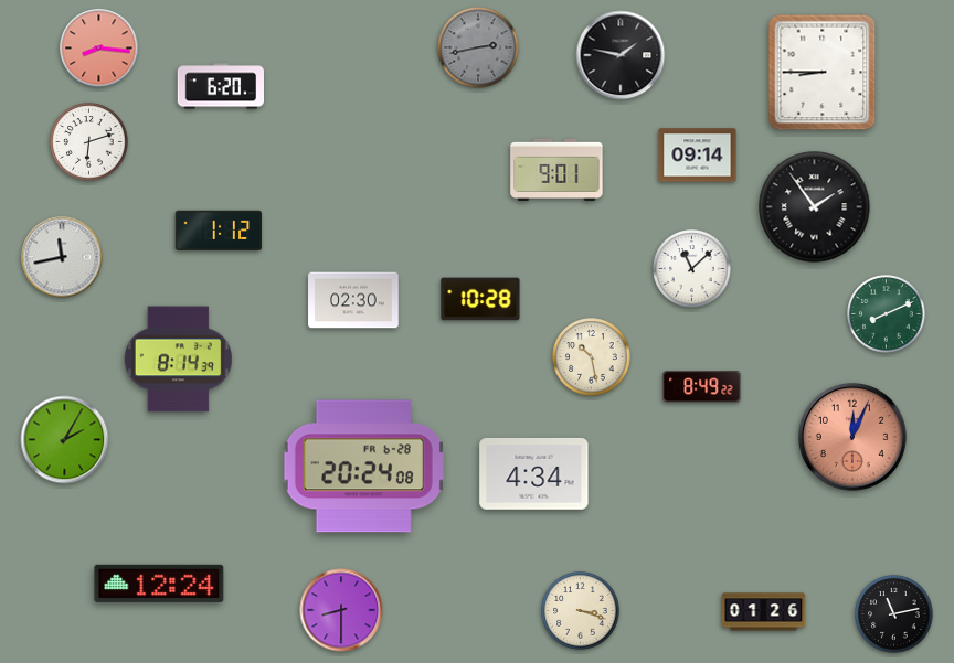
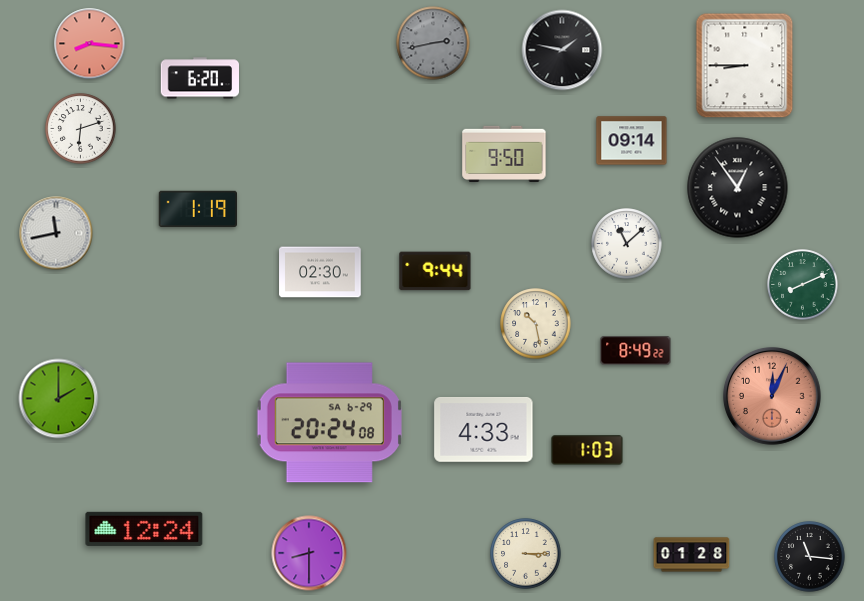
clock at (556, 169): 9:01 -> 9:50
clock at (815, 207): 1:54 -> 12:54
clock at (218, 229): 1:12 -> 1:19
clock at (480, 299): 10:28 -> 9:44
clock at (178, 360): 8:14 -> none
clock at (65, 440): 2:05 -> 2:00
clock at (363, 467) date: FR 6-28 -> SA 6-29
clock at (534, 474): 4:34 -> 4:33
clock at (587, 450): none -> 1:03
clock at (581, 611): 3:18 -> 3:15
clock at (764, 612): 01:26 -> 01:28
clock at (894, 614): 11:13 -> 11:16
